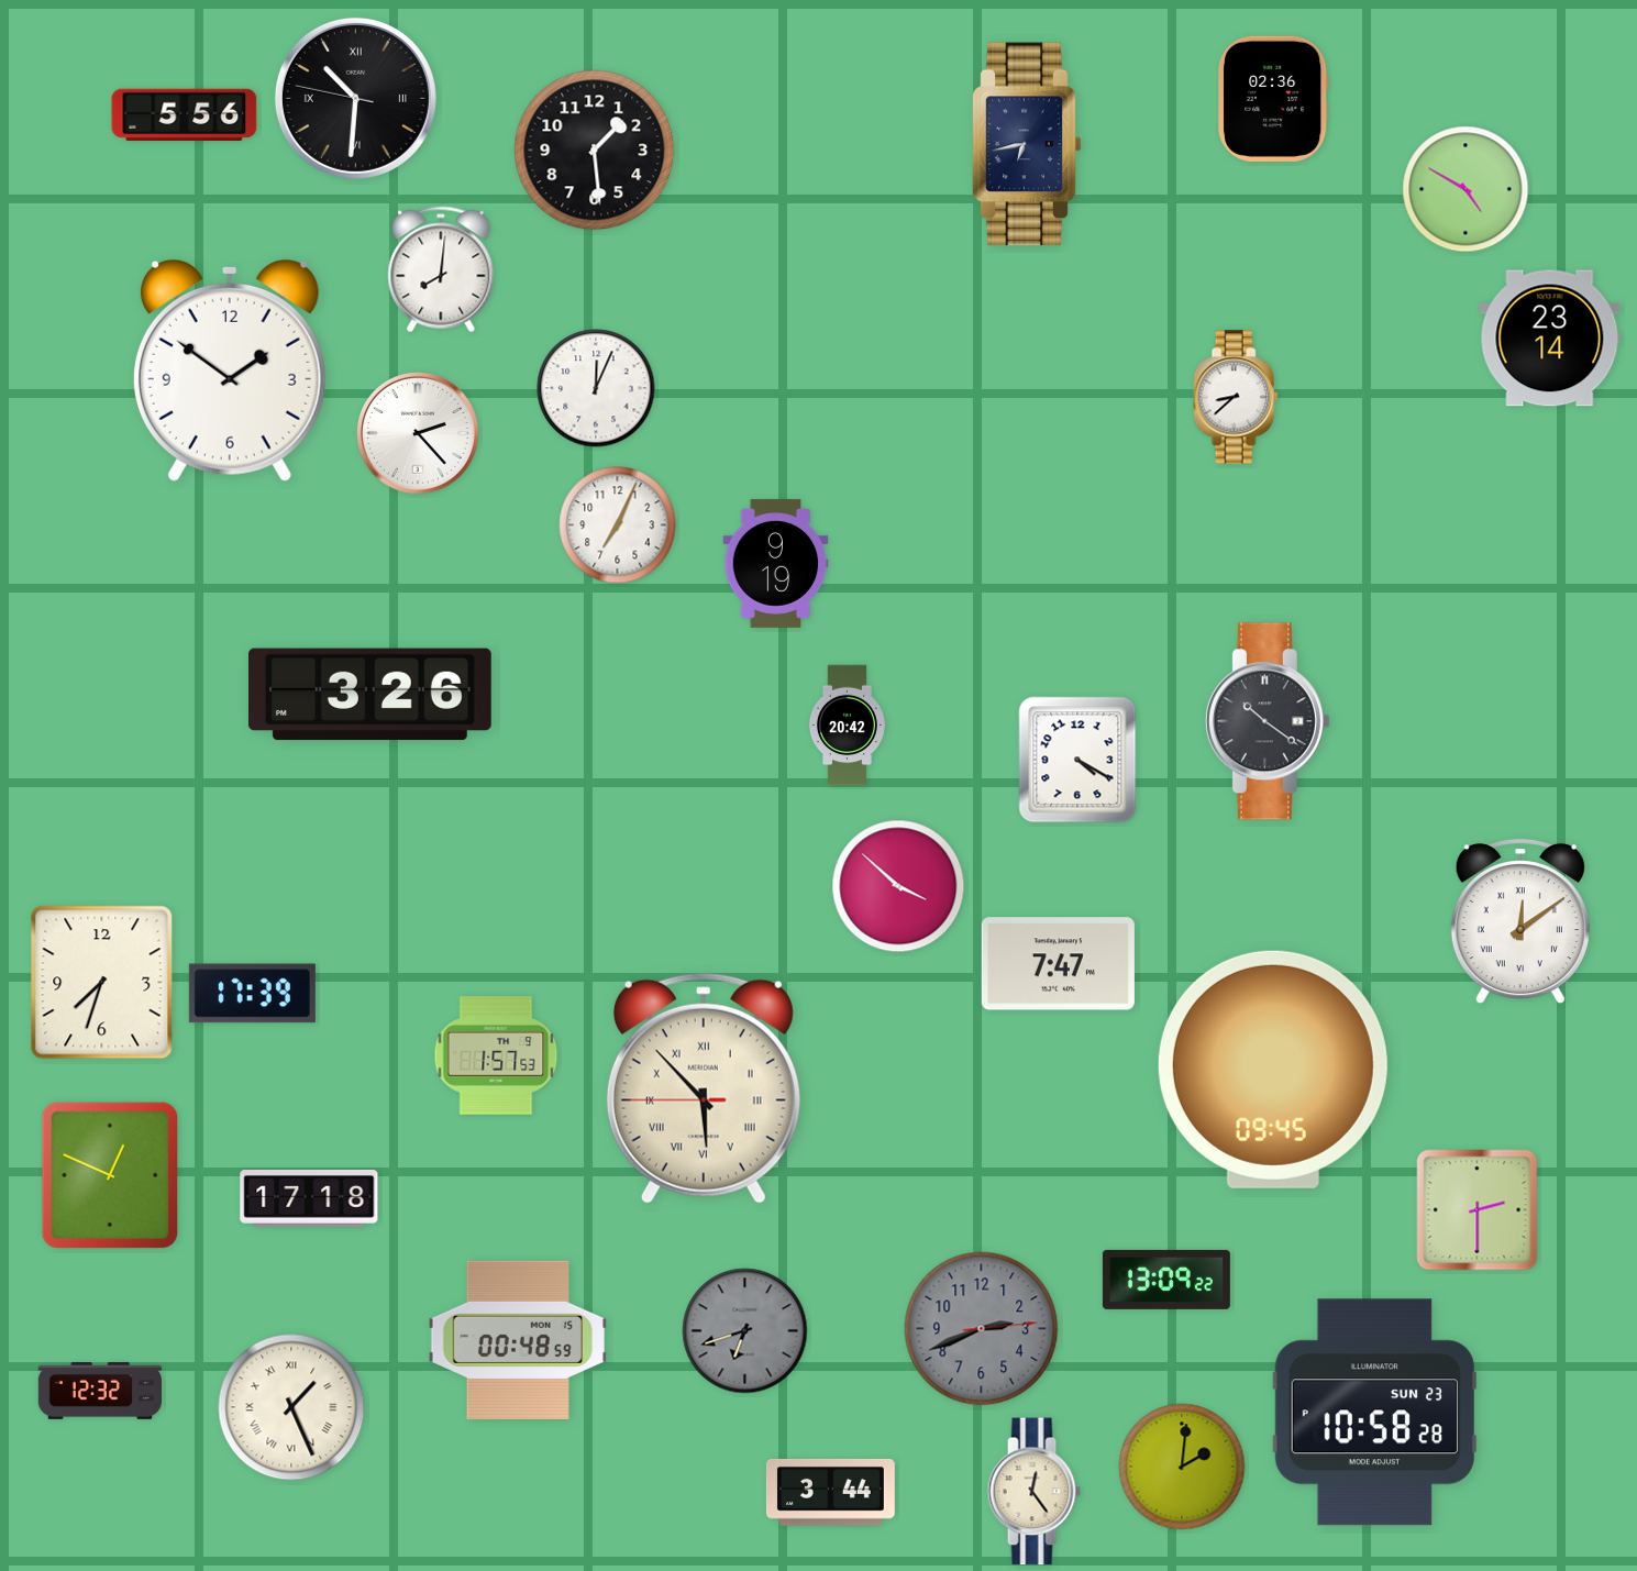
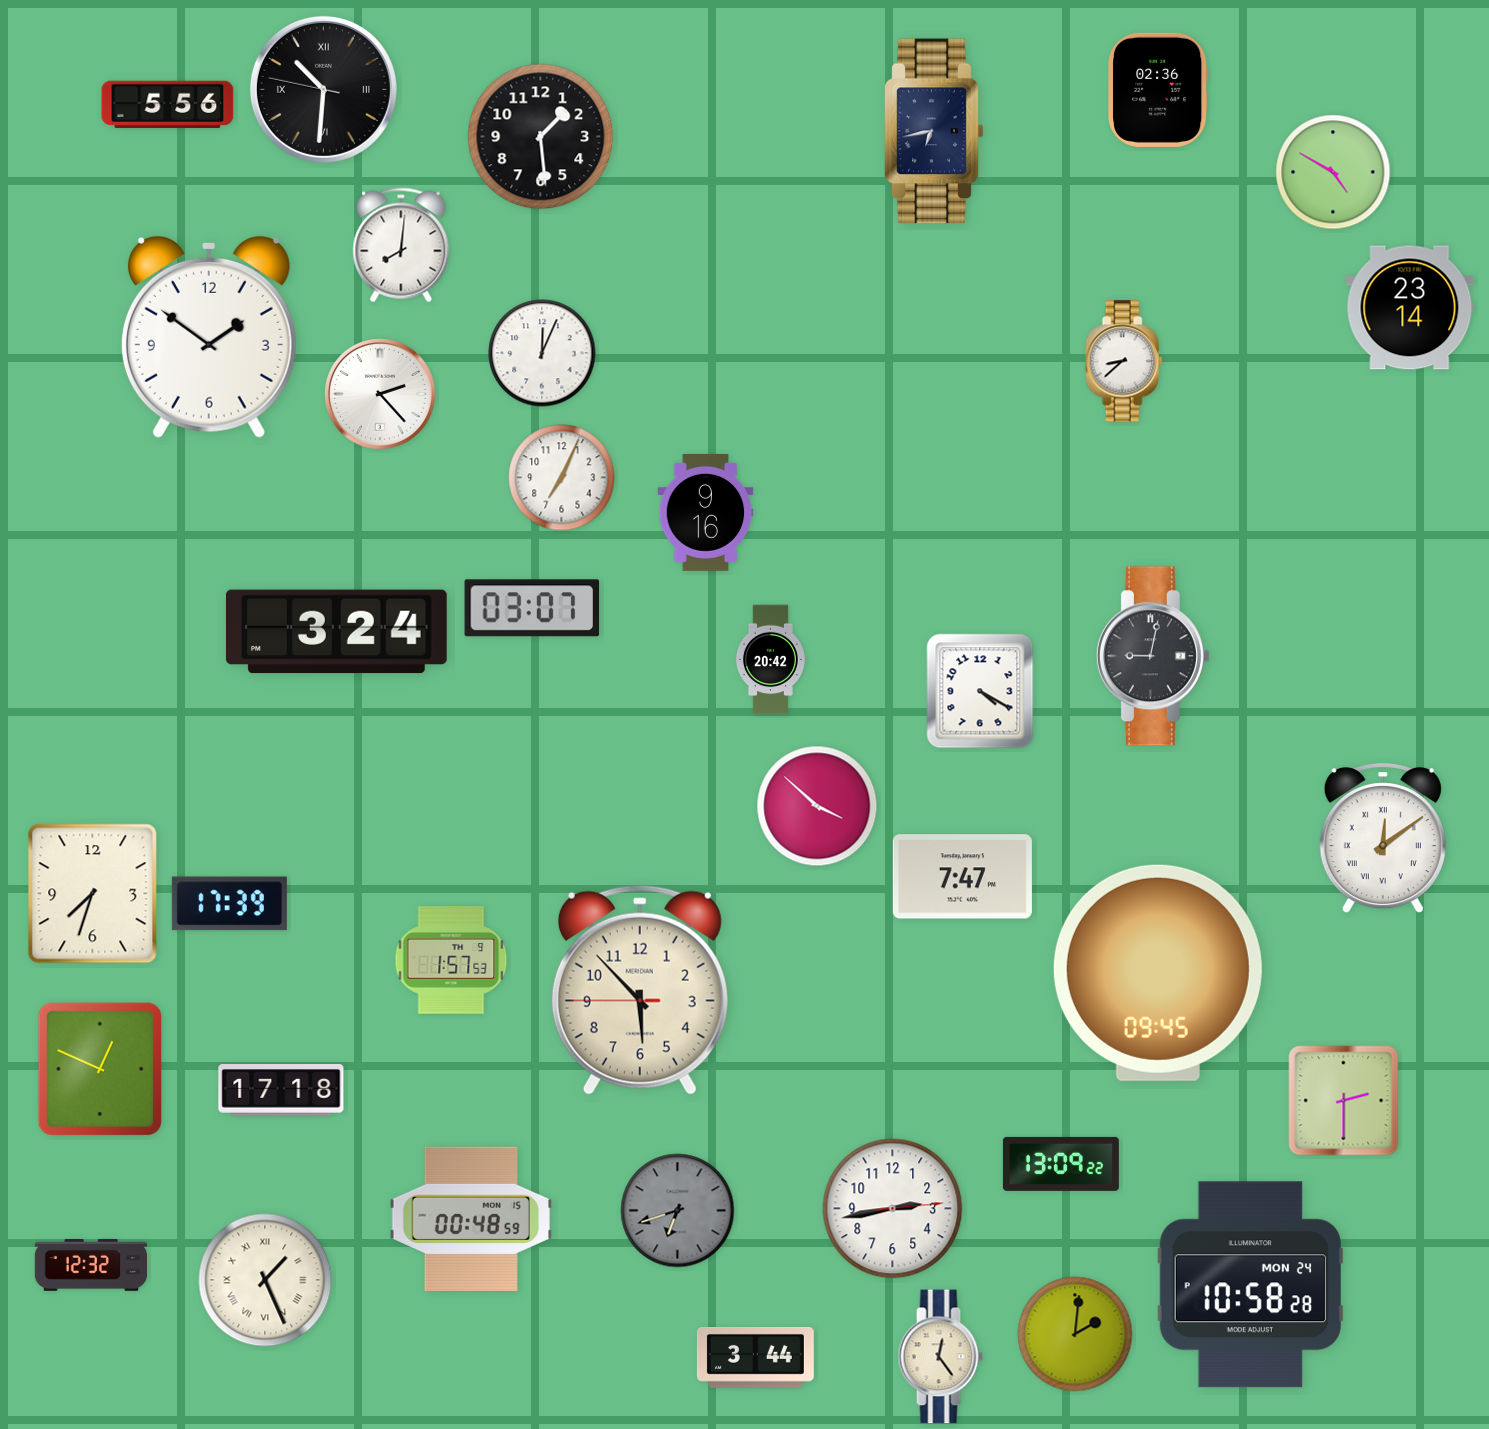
clock at (776, 563): 9:19 -> 9:16
clock at (532, 608): none -> 03:07
clock at (369, 695): 3:26 -> 3:24
clock at (1268, 721): 10:21 -> 9:02
clock at (704, 1088) numerals: Roman -> Arabic
clock at (982, 1329): 2:41 -> 2:43
clock at (982, 1329) dial: grey -> white
clock at (1374, 1413) date: SUN 23 -> MON 24
